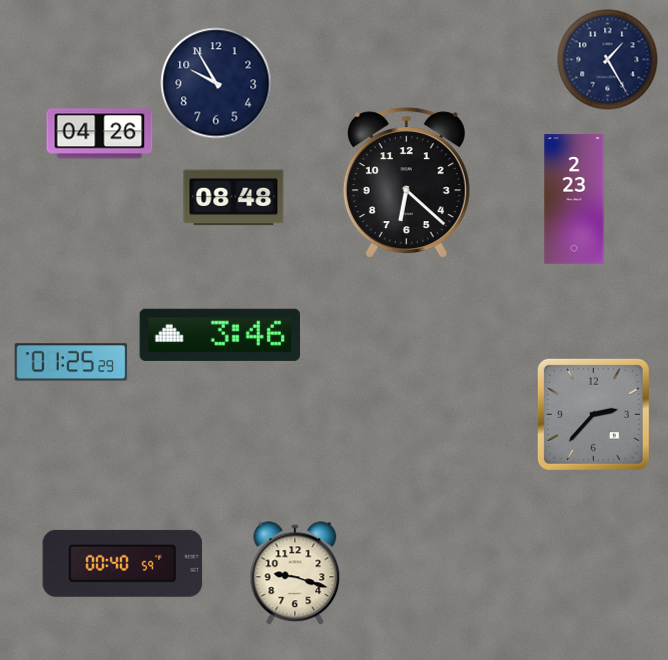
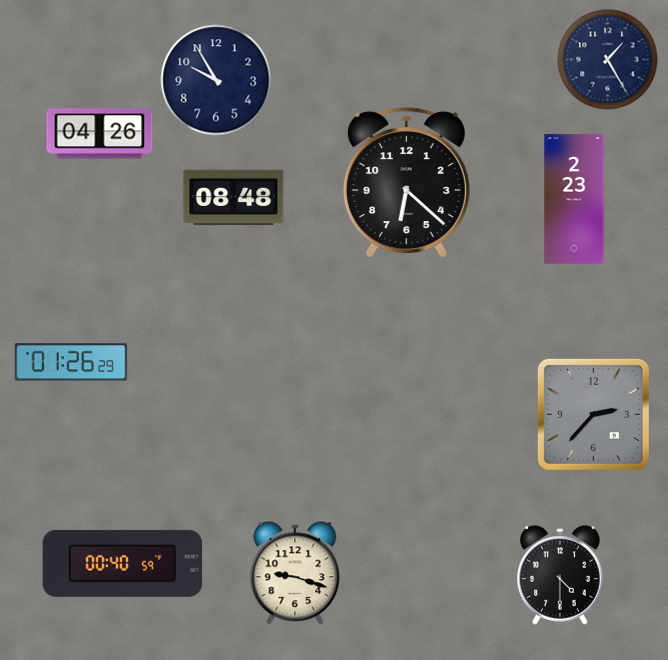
clock at (216, 83) position: (216, 83) -> (216, 80)
clock at (219, 335): 3:46 -> none
clock at (71, 362): 01:25 -> 01:26
clock at (560, 575): none -> 4:30
